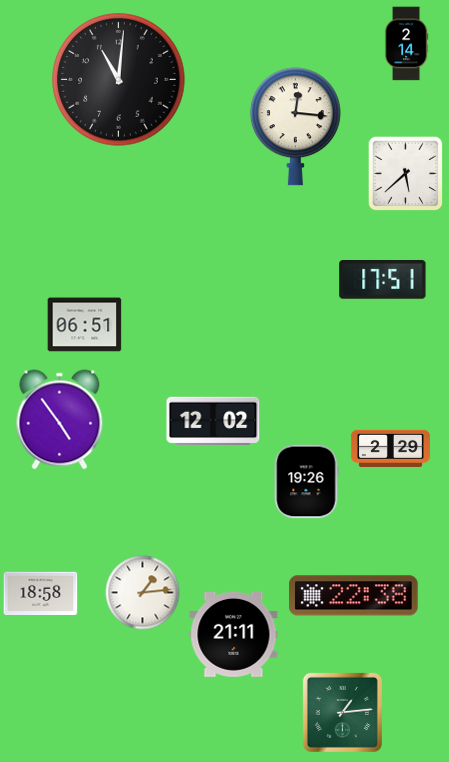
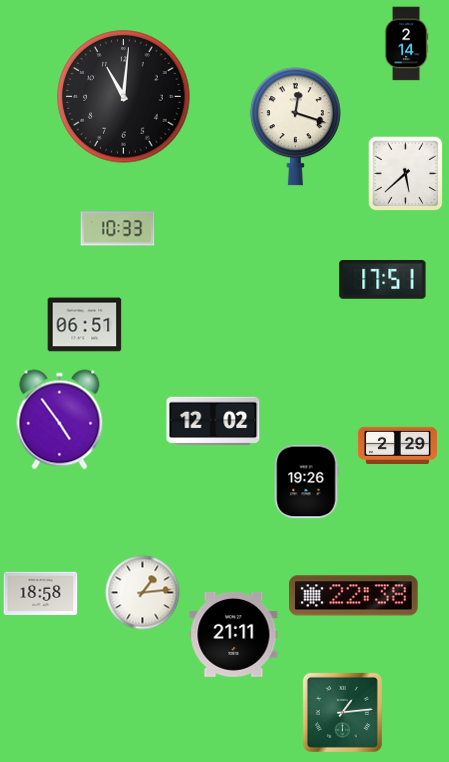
clock at (119, 80) position: (119, 80) -> (124, 97)
clock at (295, 127): 12:16 -> 12:18
clock at (118, 229): none -> 10:33
clock at (390, 448) position: (390, 448) -> (397, 445)
